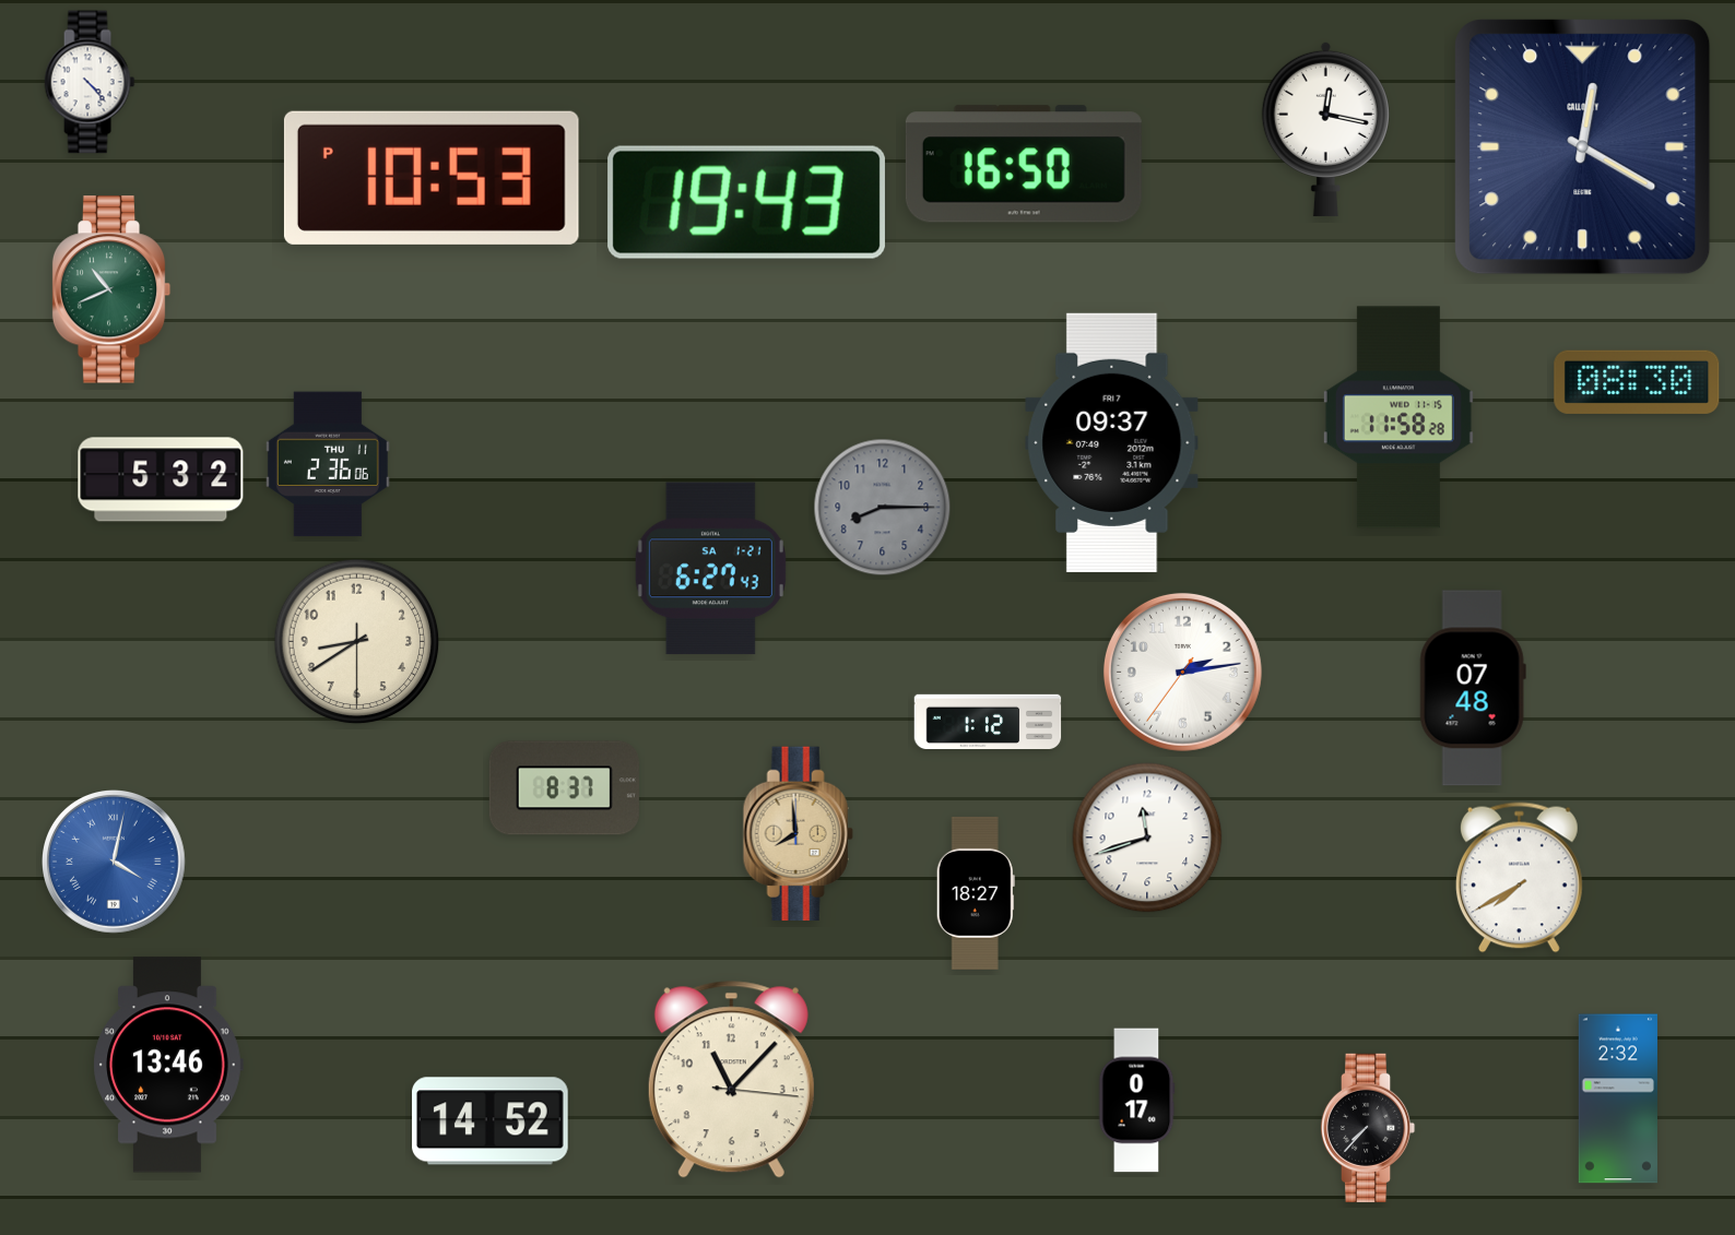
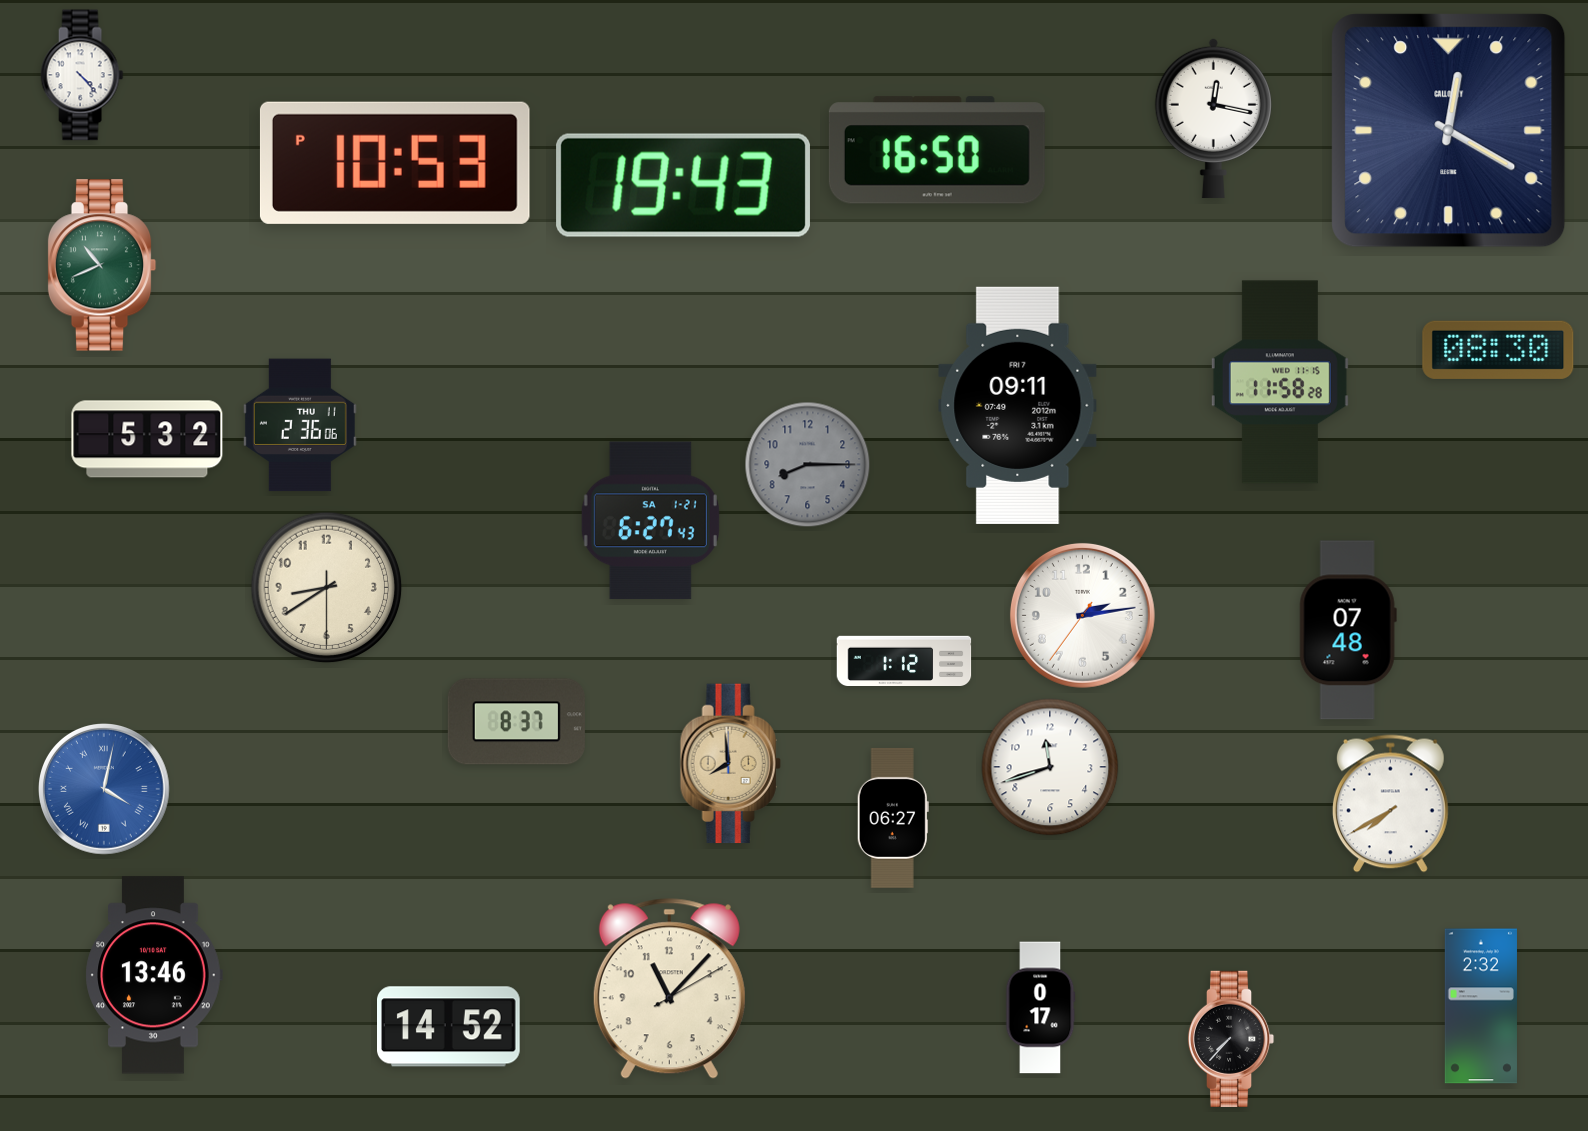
clock at (1583, 147) position: (1583, 147) -> (1449, 131)
clock at (1112, 442): 09:37 -> 09:11
clock at (976, 893): 18:27 -> 06:27
clock at (731, 1080): 11:07:16 -> 11:07:10
clock at (1368, 1128) position: (1368, 1128) -> (1231, 1039)
